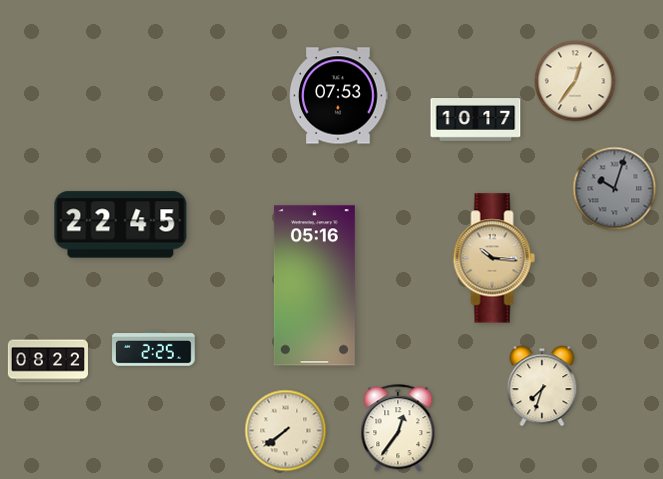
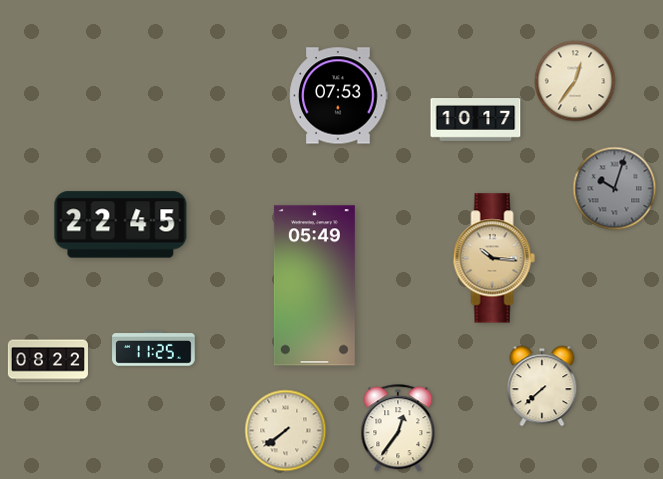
clock at (314, 286): 05:16 -> 05:49
clock at (154, 349): 2:25 -> 11:25
clock at (542, 386): 7:33 -> 7:38
